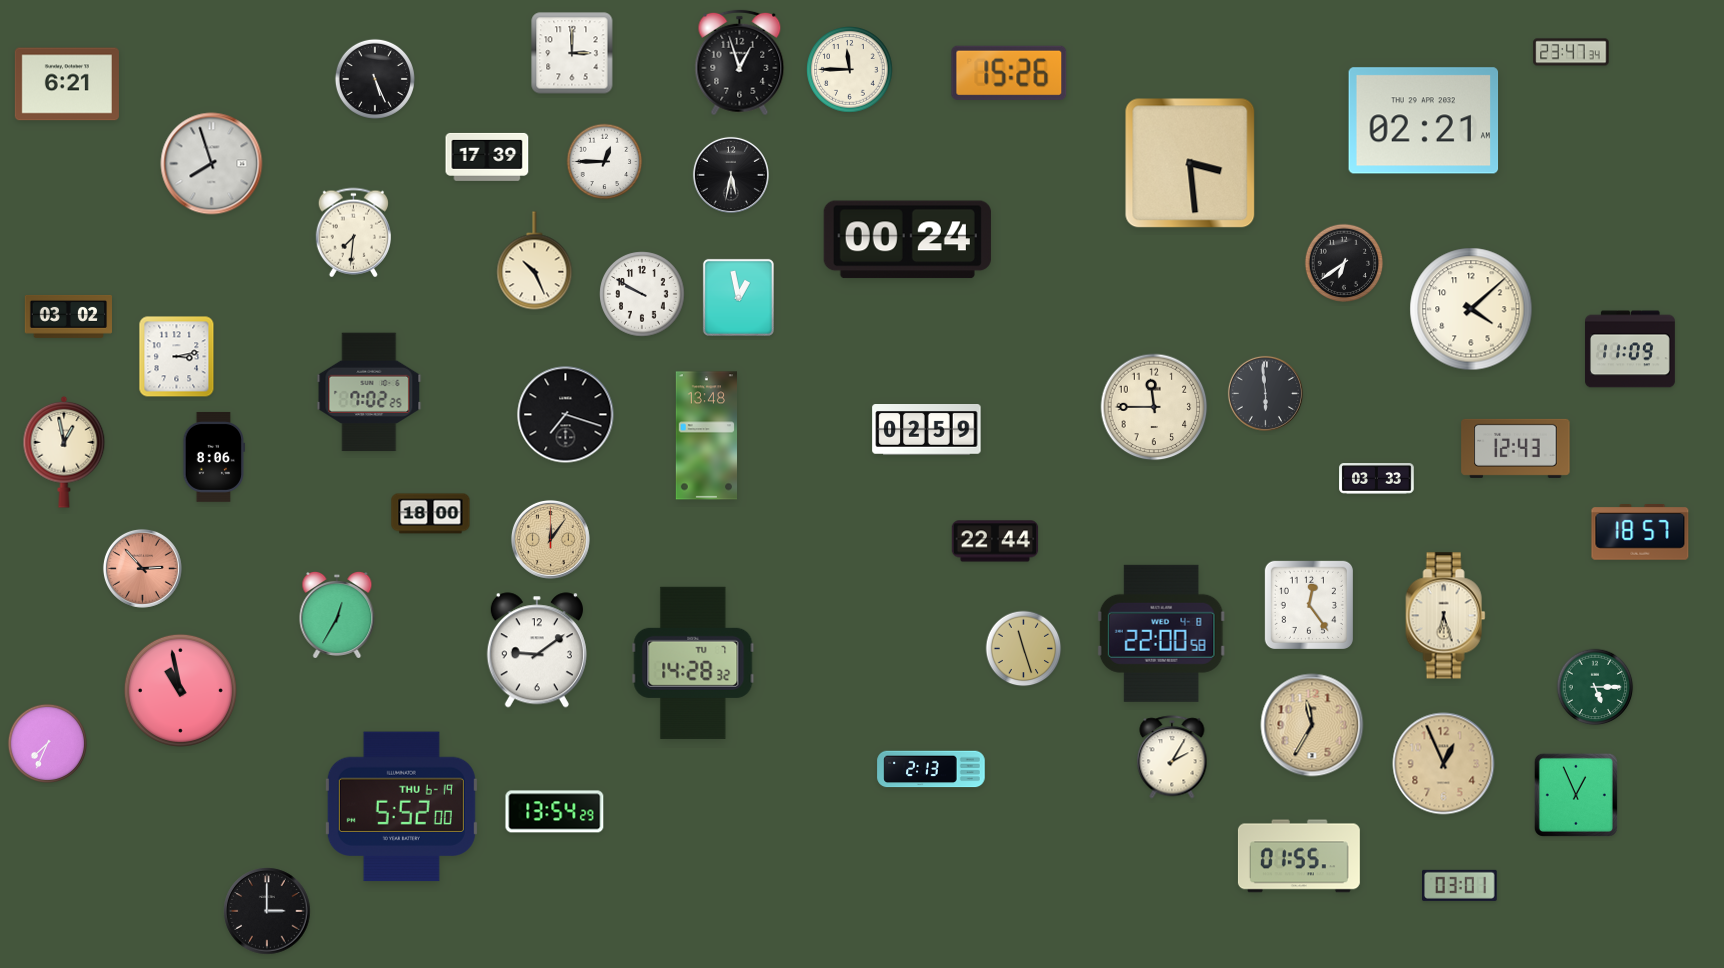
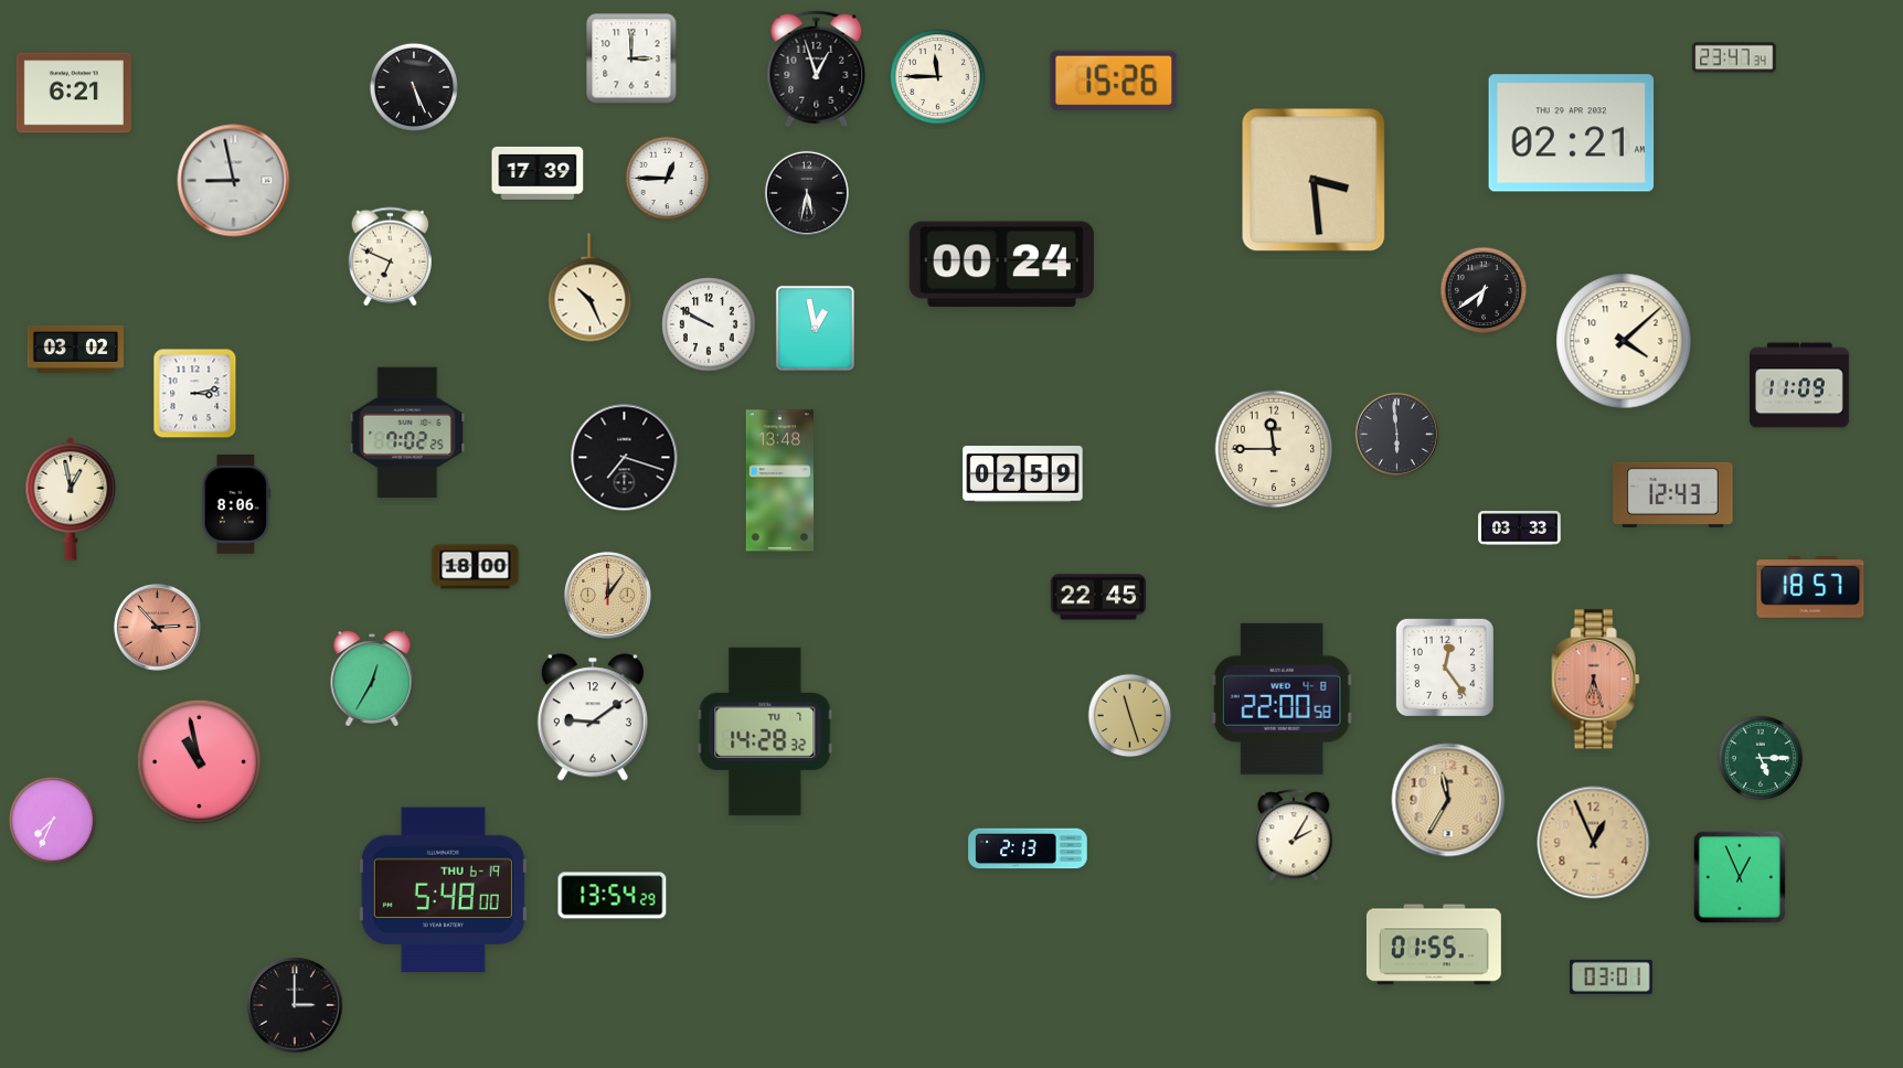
clock at (212, 164): 7:57 -> 8:58
clock at (353, 233): 7:31 -> 6:49
clock at (995, 541): 22:44 -> 22:45
clock at (1446, 616) dial: cream -> salmon
clock at (401, 807): 5:52 -> 5:48
